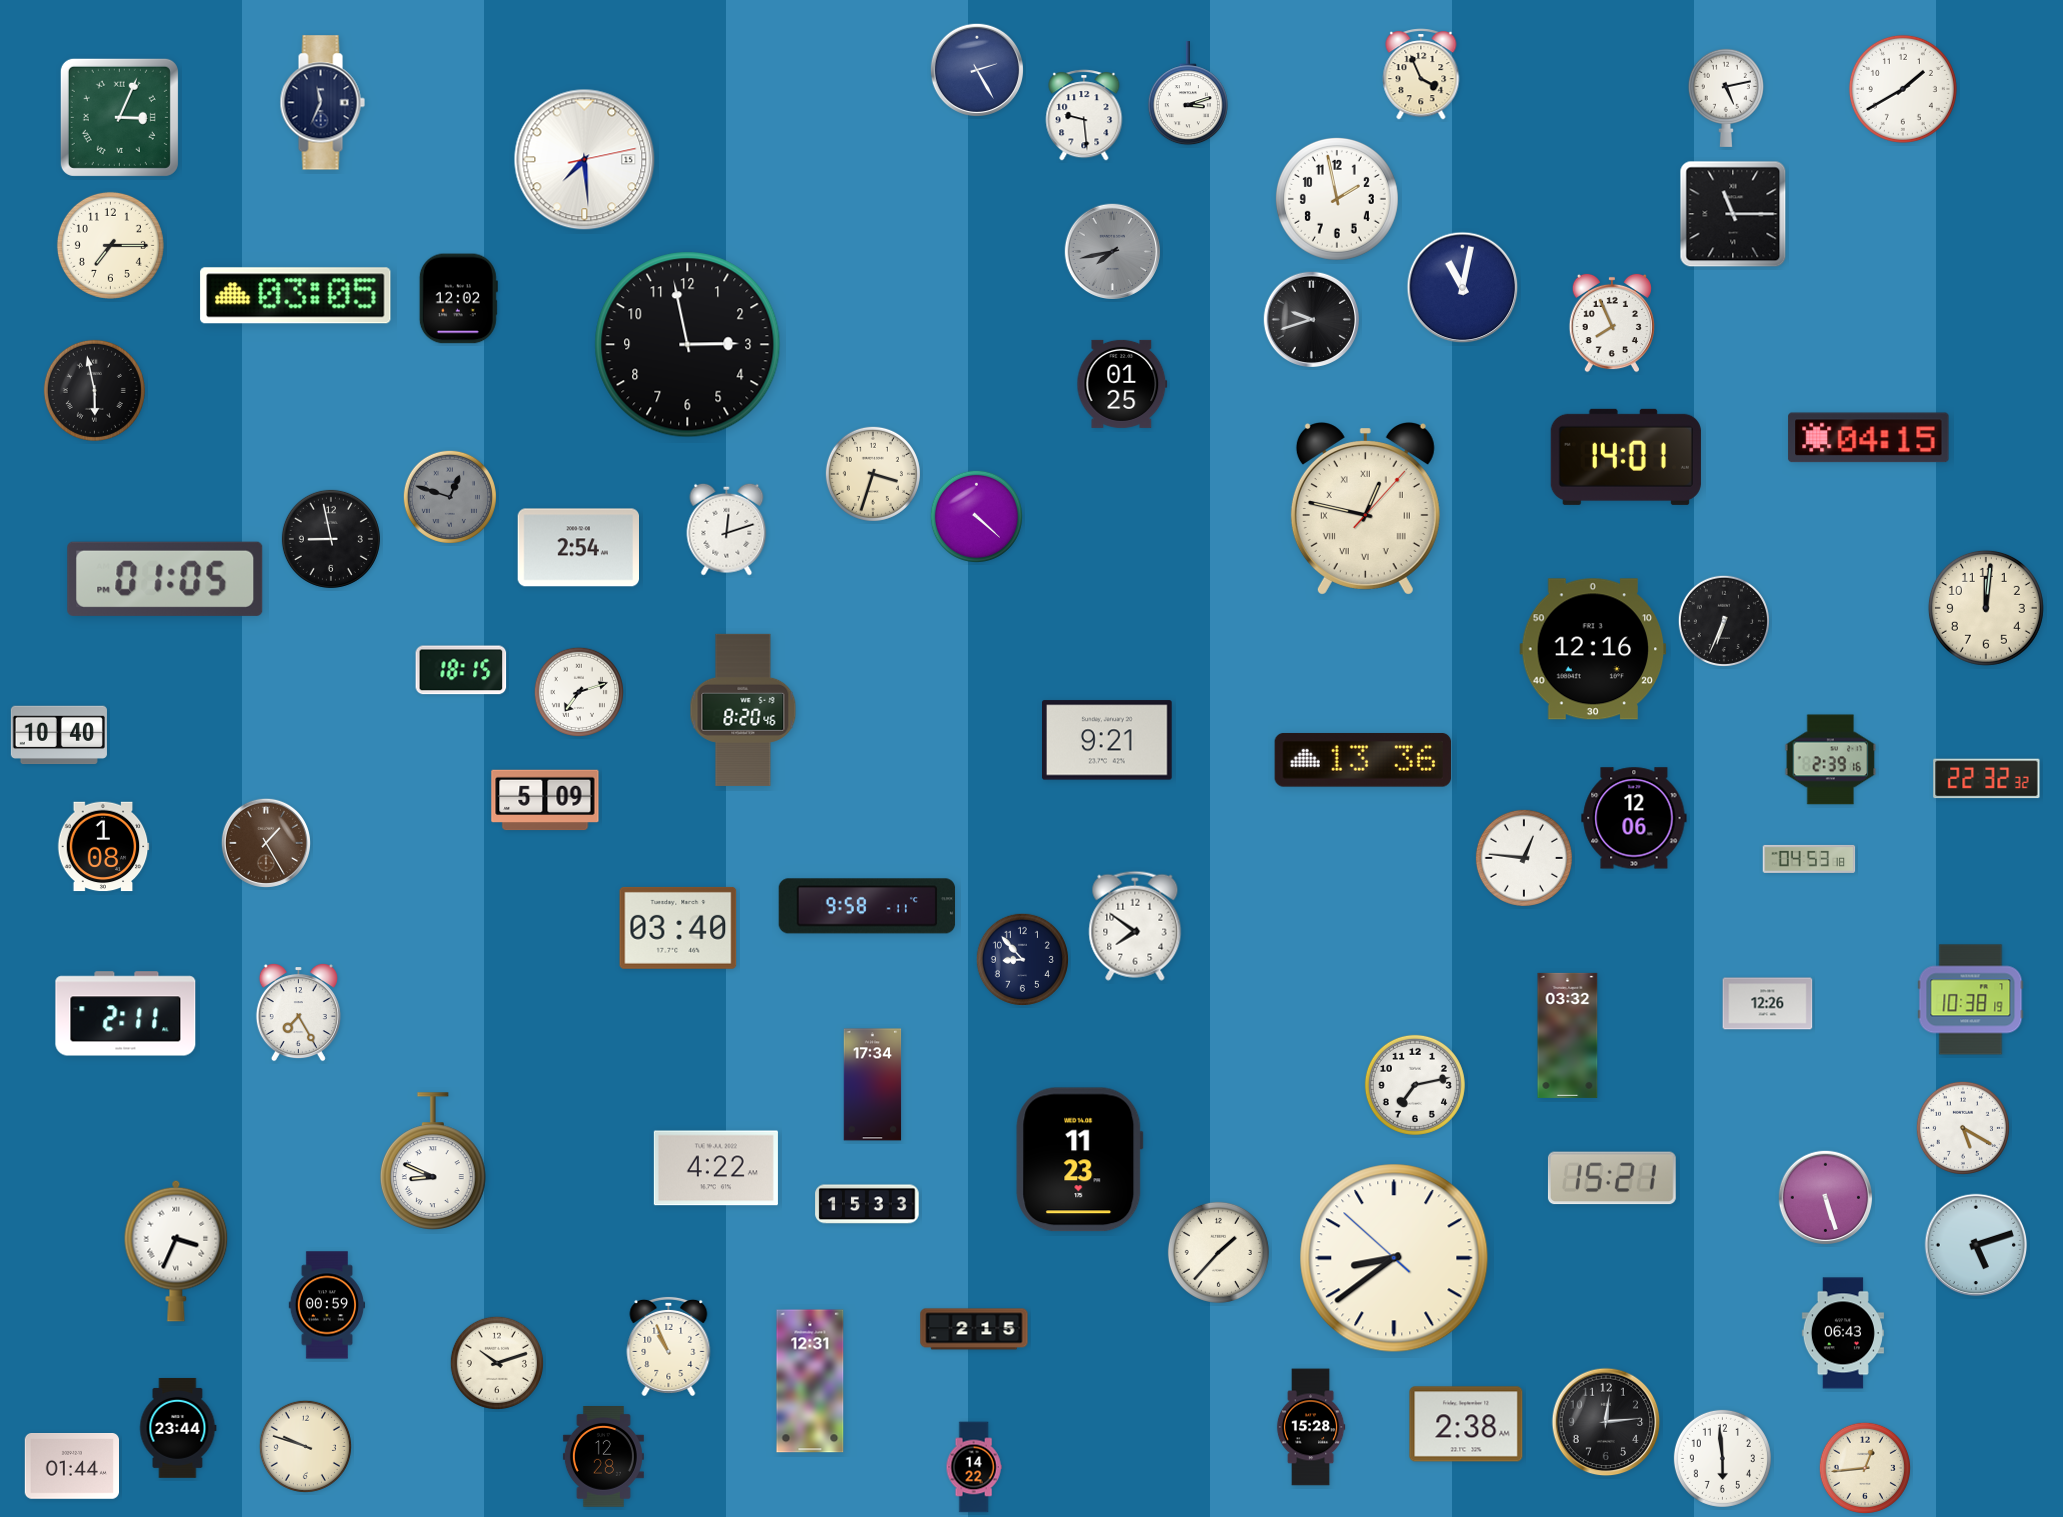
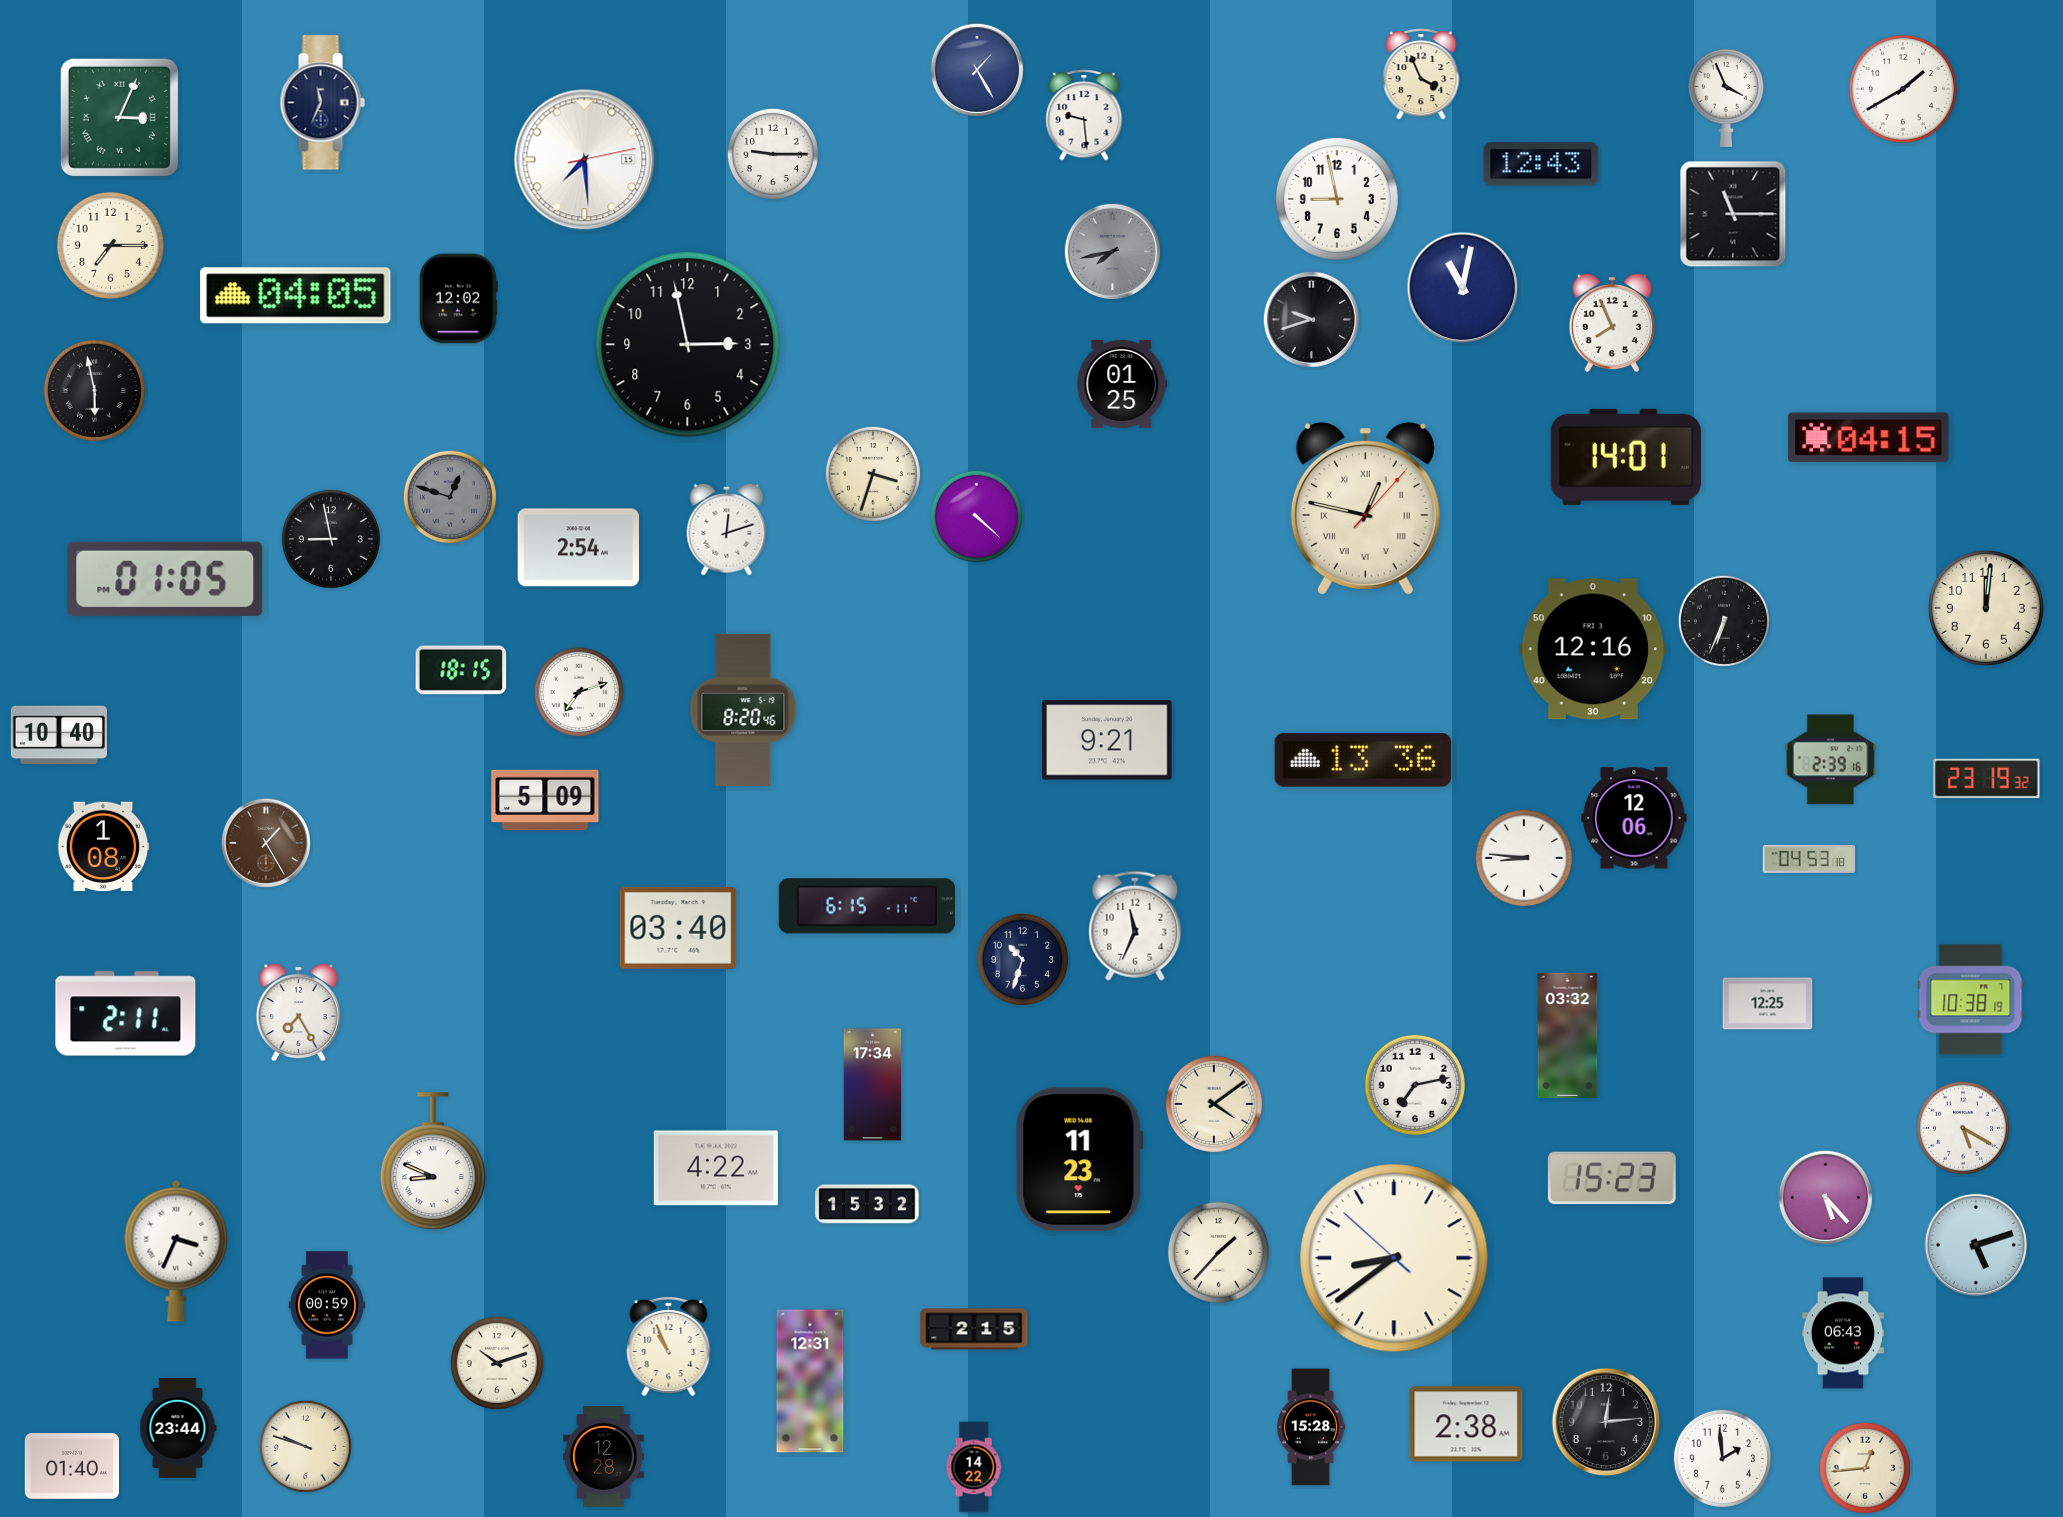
clock at (976, 69): 2:25 -> 1:25
clock at (1188, 94): 3:12 -> none
clock at (1726, 98): 5:13 -> 3:56
clock at (773, 154): none -> 9:15
clock at (1541, 164): none -> 12:43
clock at (1337, 199): 1:58 -> 8:58
clock at (296, 296): 03:05 -> 04:05
clock at (1987, 779): 22:32 -> 23:19
clock at (1524, 858): 12:46 -> 8:46
clock at (867, 906): 9:58 -> 6:15
clock at (1135, 926): 7:51 -> 11:34
clock at (1022, 959): 8:53 -> 10:33
clock at (1768, 1004): 12:26 -> 12:25
clock at (1214, 1104): none -> 4:09
clock at (1612, 1178): 15:21 -> 15:23
clock at (1825, 1197): 5:27 -> 5:23
clock at (867, 1204): 15:33 -> 15:32
clock at (1722, 1458): 5:59 -> 1:59
clock at (71, 1467): 01:44 -> 01:40
